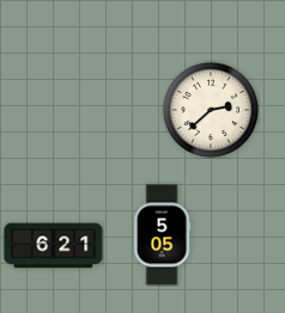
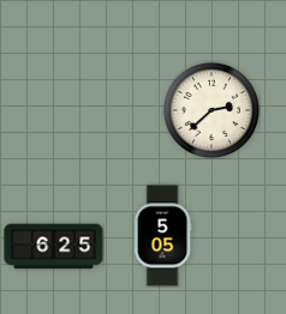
clock at (54, 246): 6:21 -> 6:25
